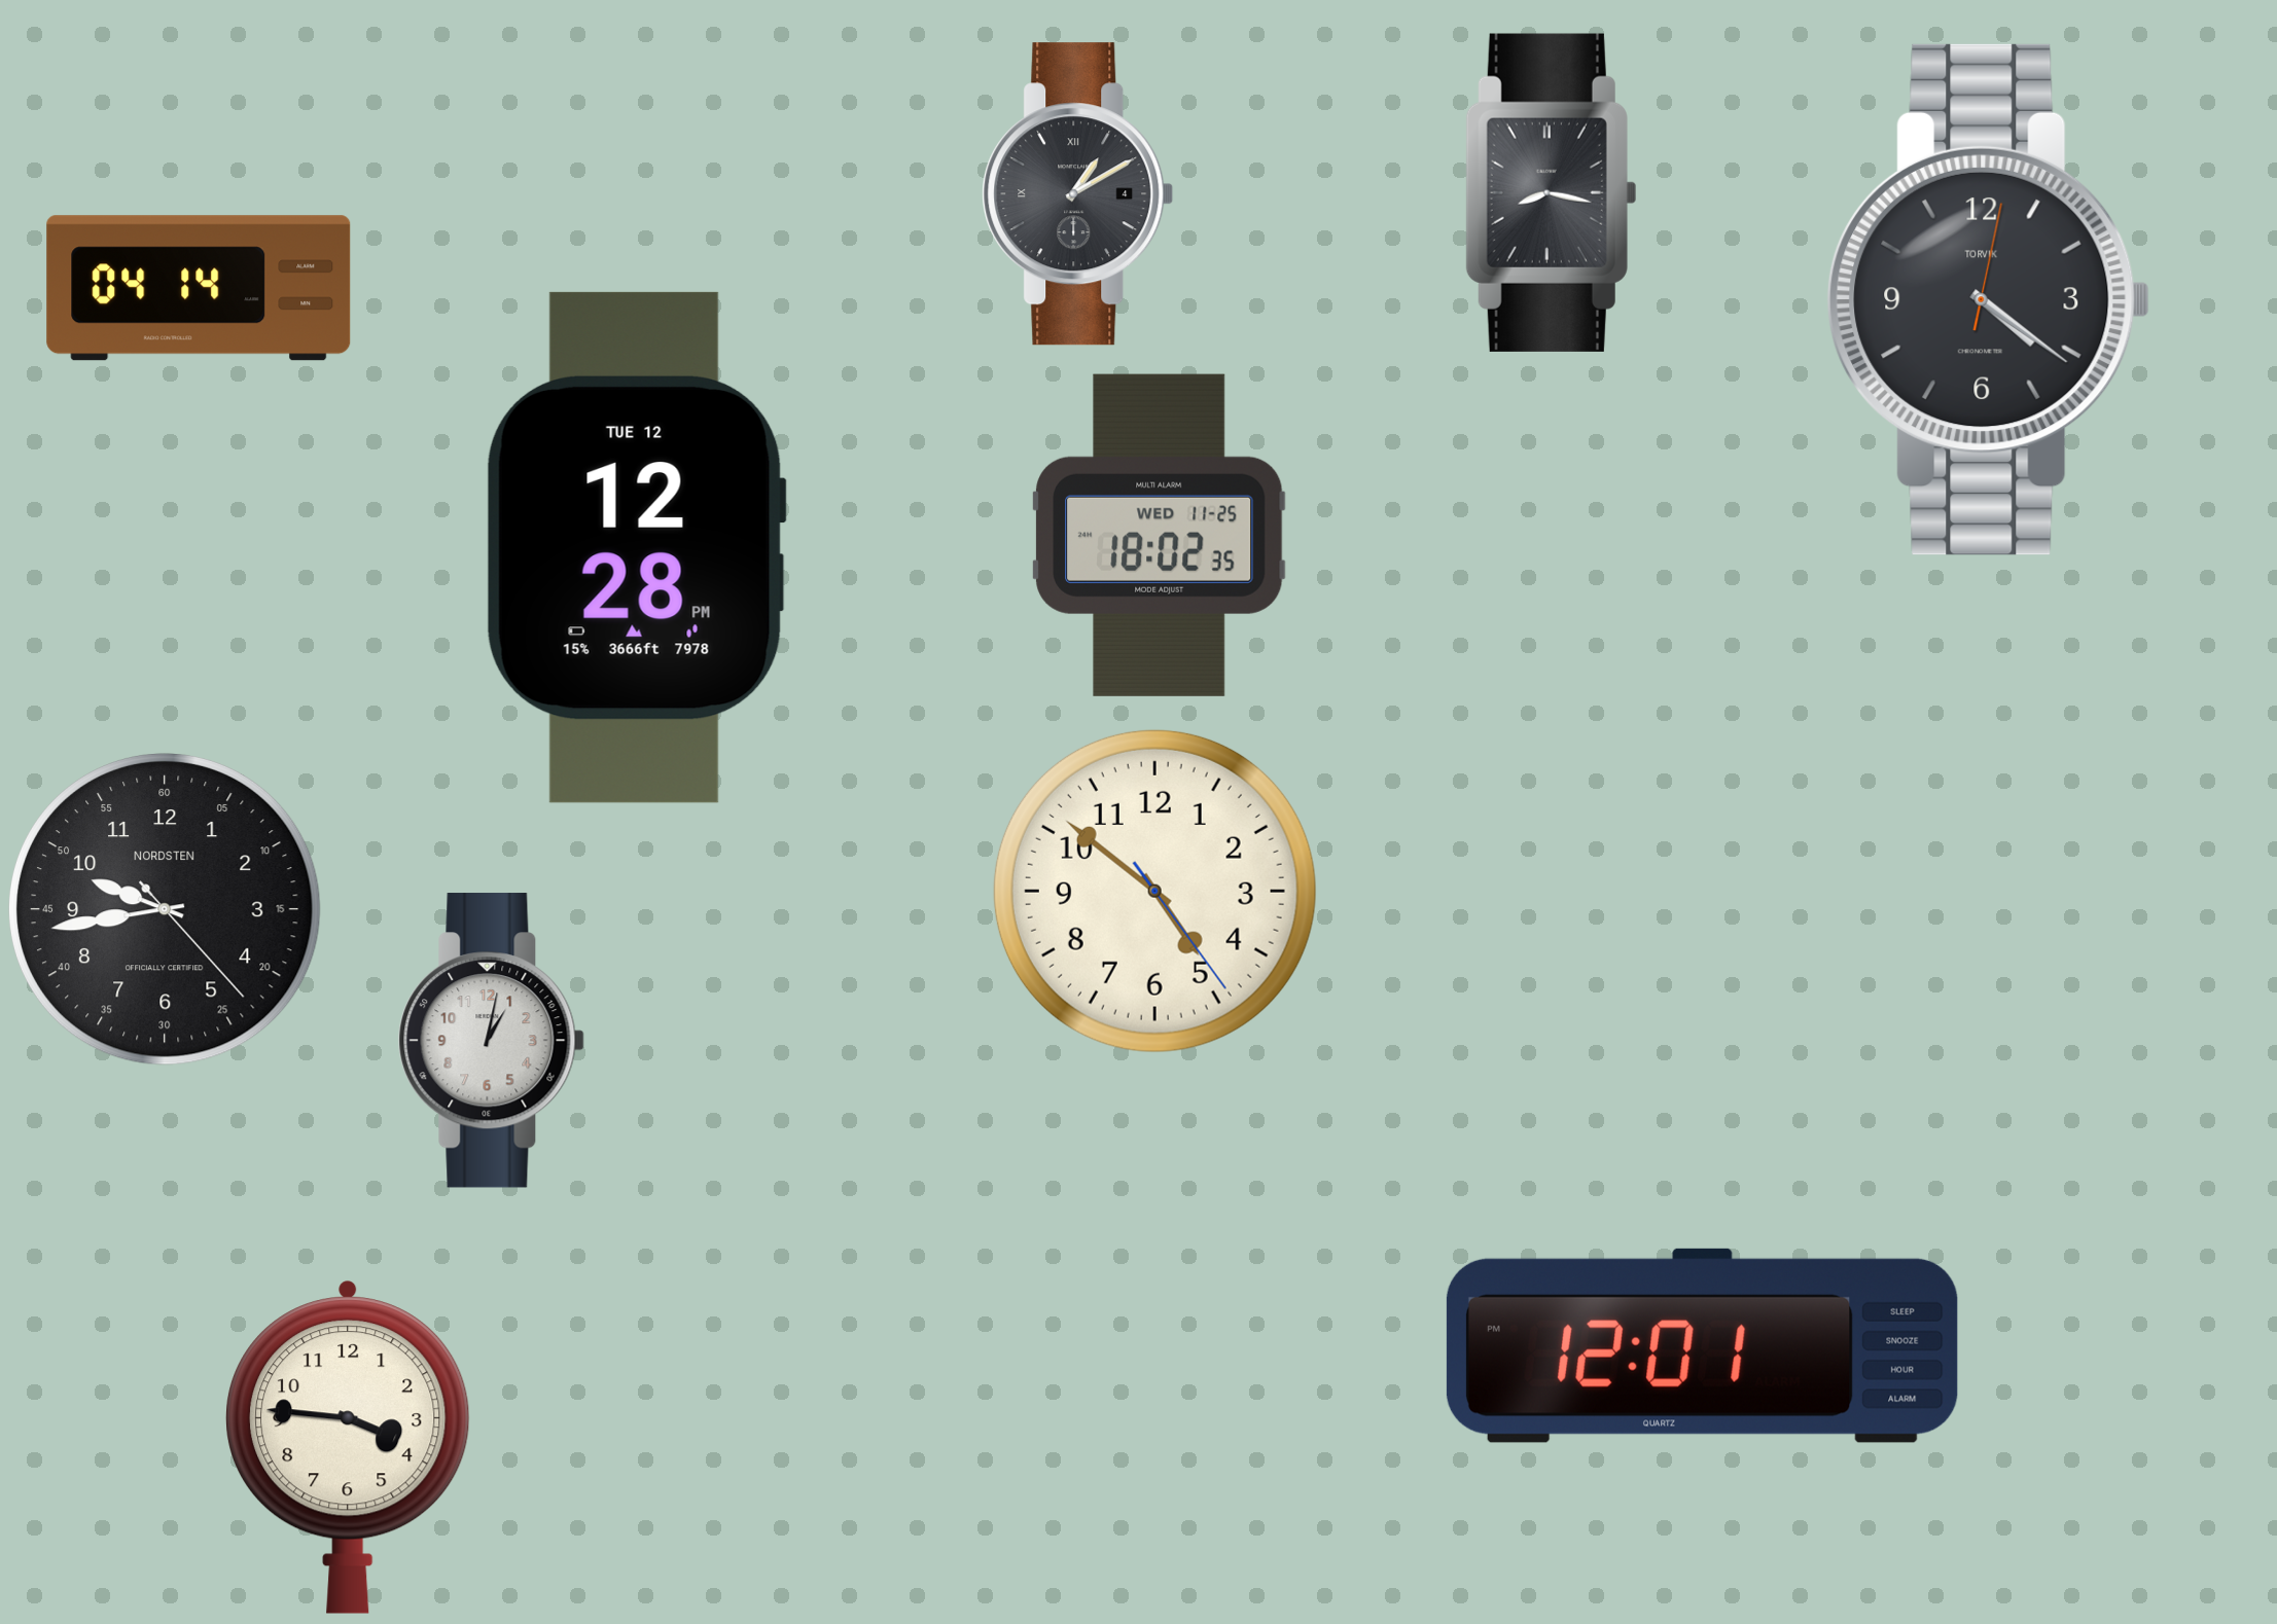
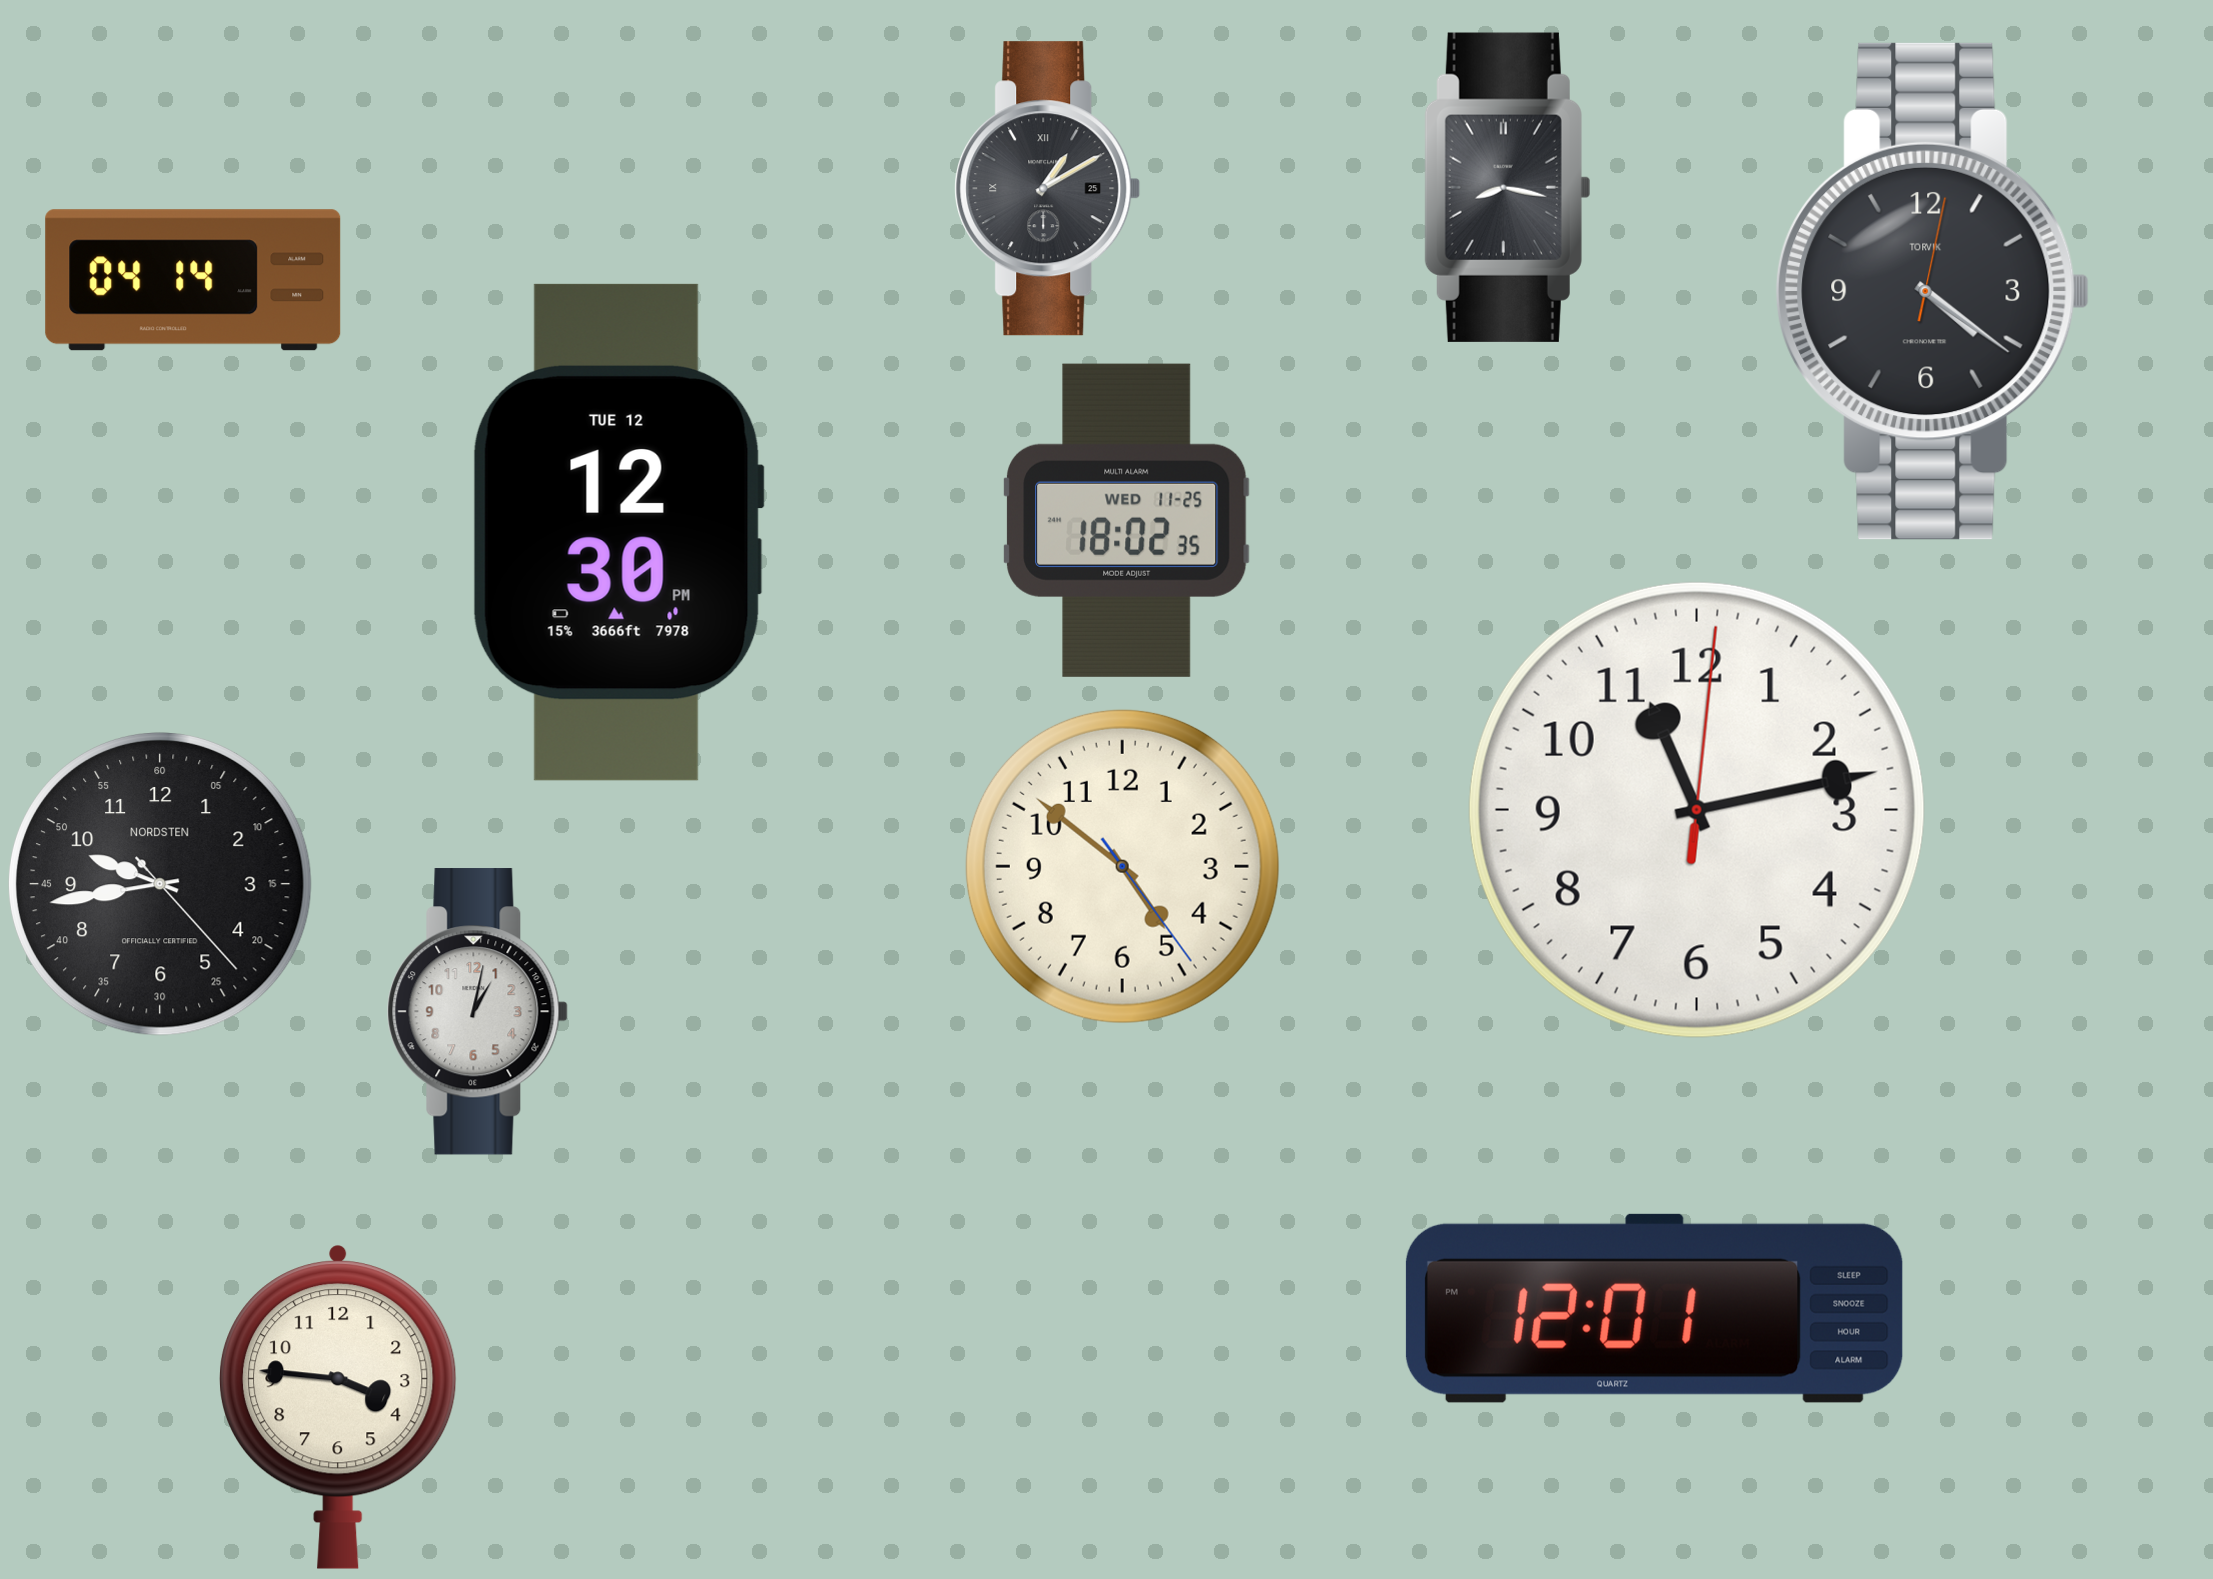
clock at (1078, 194) date: 4 -> 25
clock at (636, 547): 12:28 -> 12:30
clock at (1697, 810): none -> 11:13
